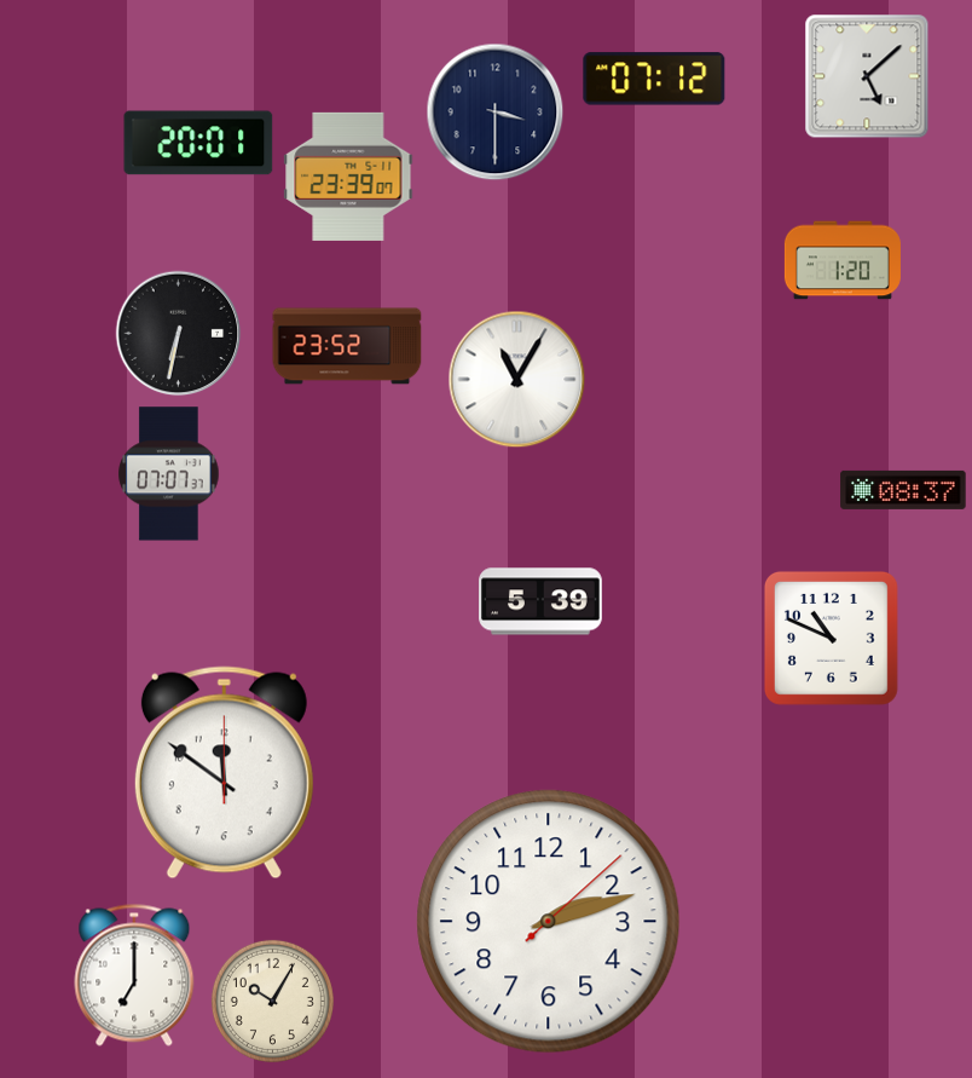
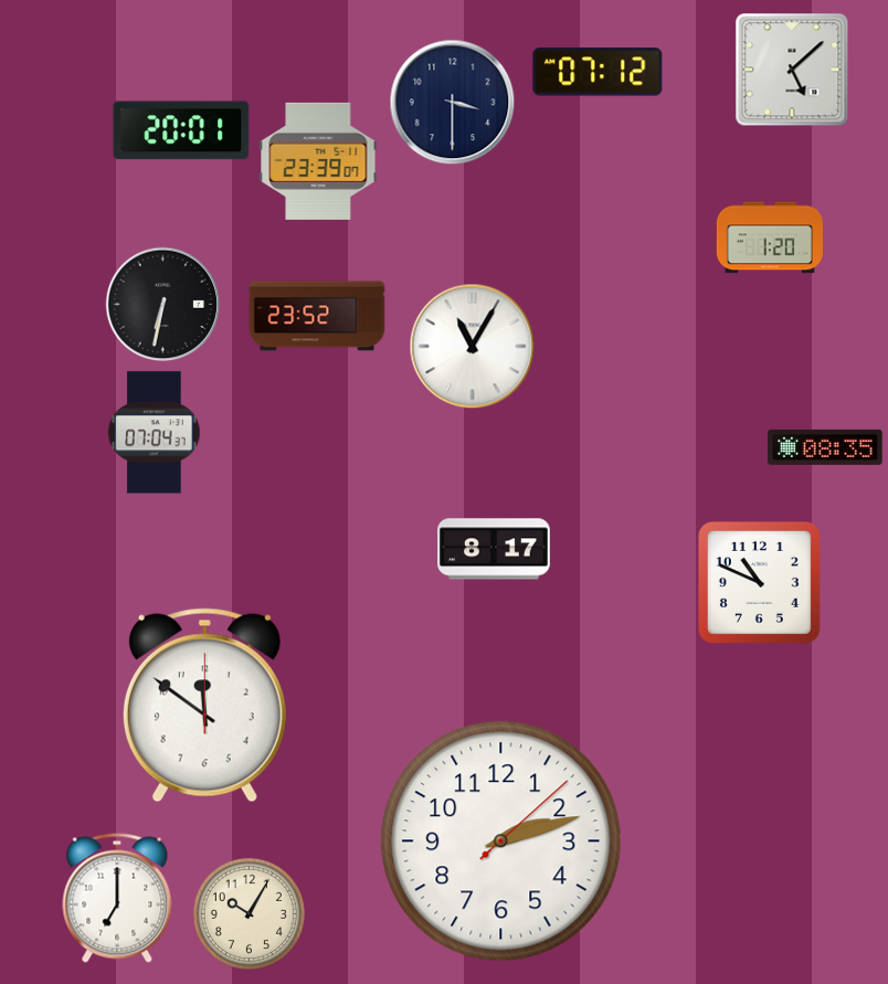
clock at (169, 474): 07:07 -> 07:04
clock at (903, 490): 08:37 -> 08:35
clock at (540, 601): 5:39 -> 8:17
clock at (134, 975) position: (134, 975) -> (117, 898)
